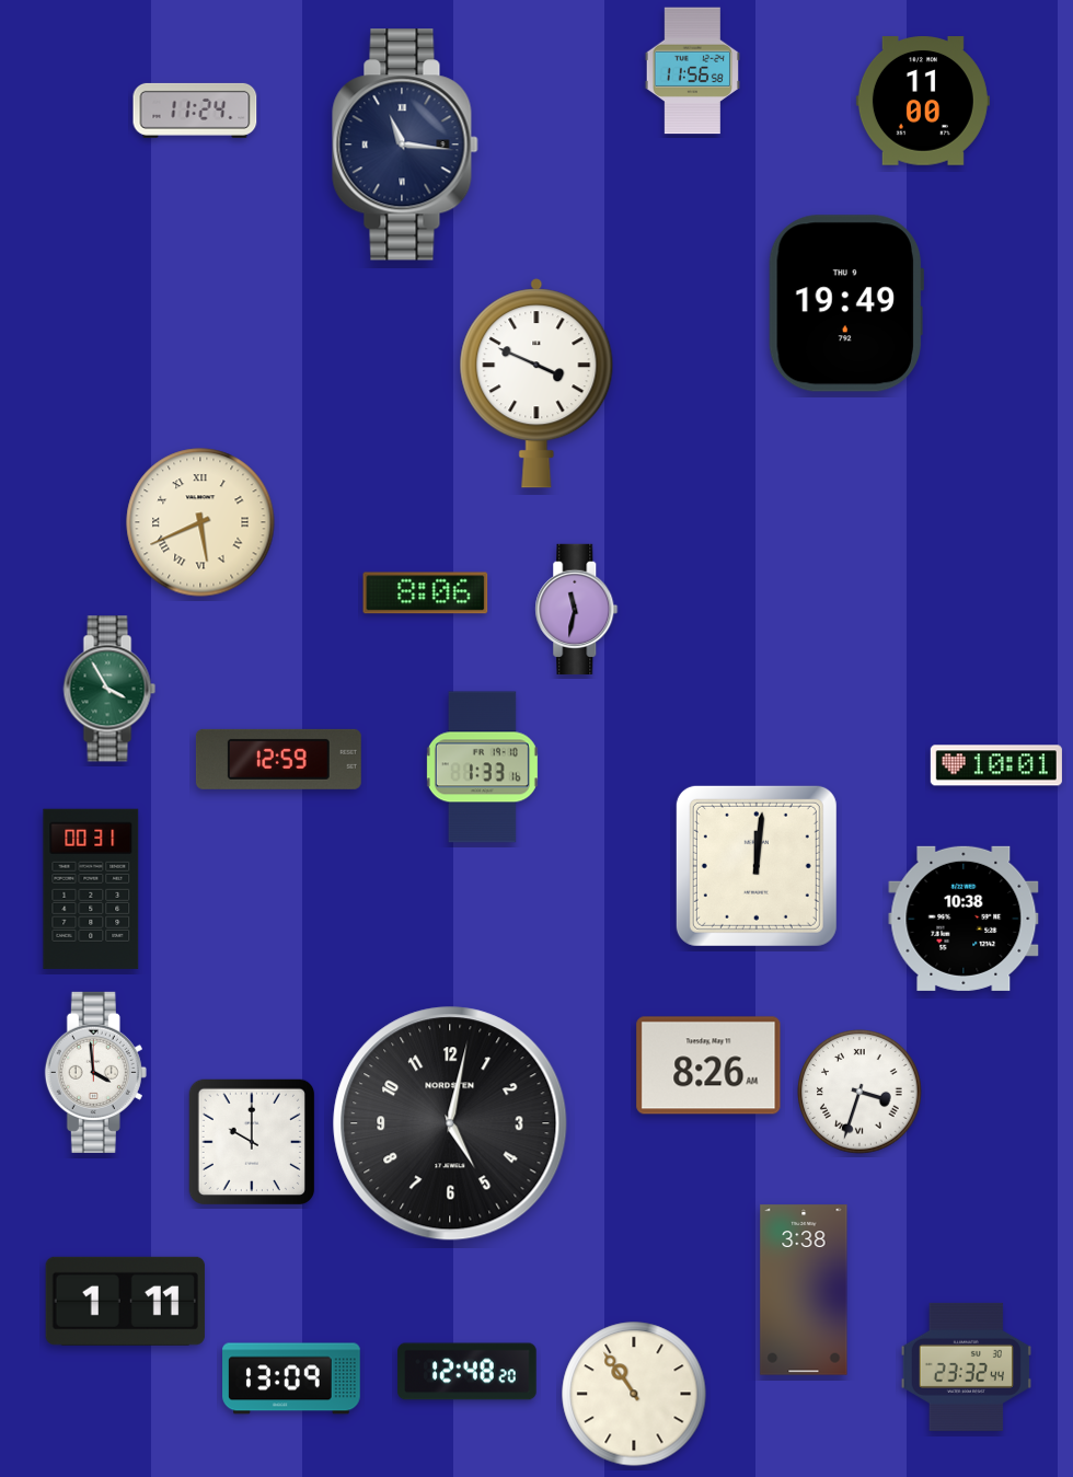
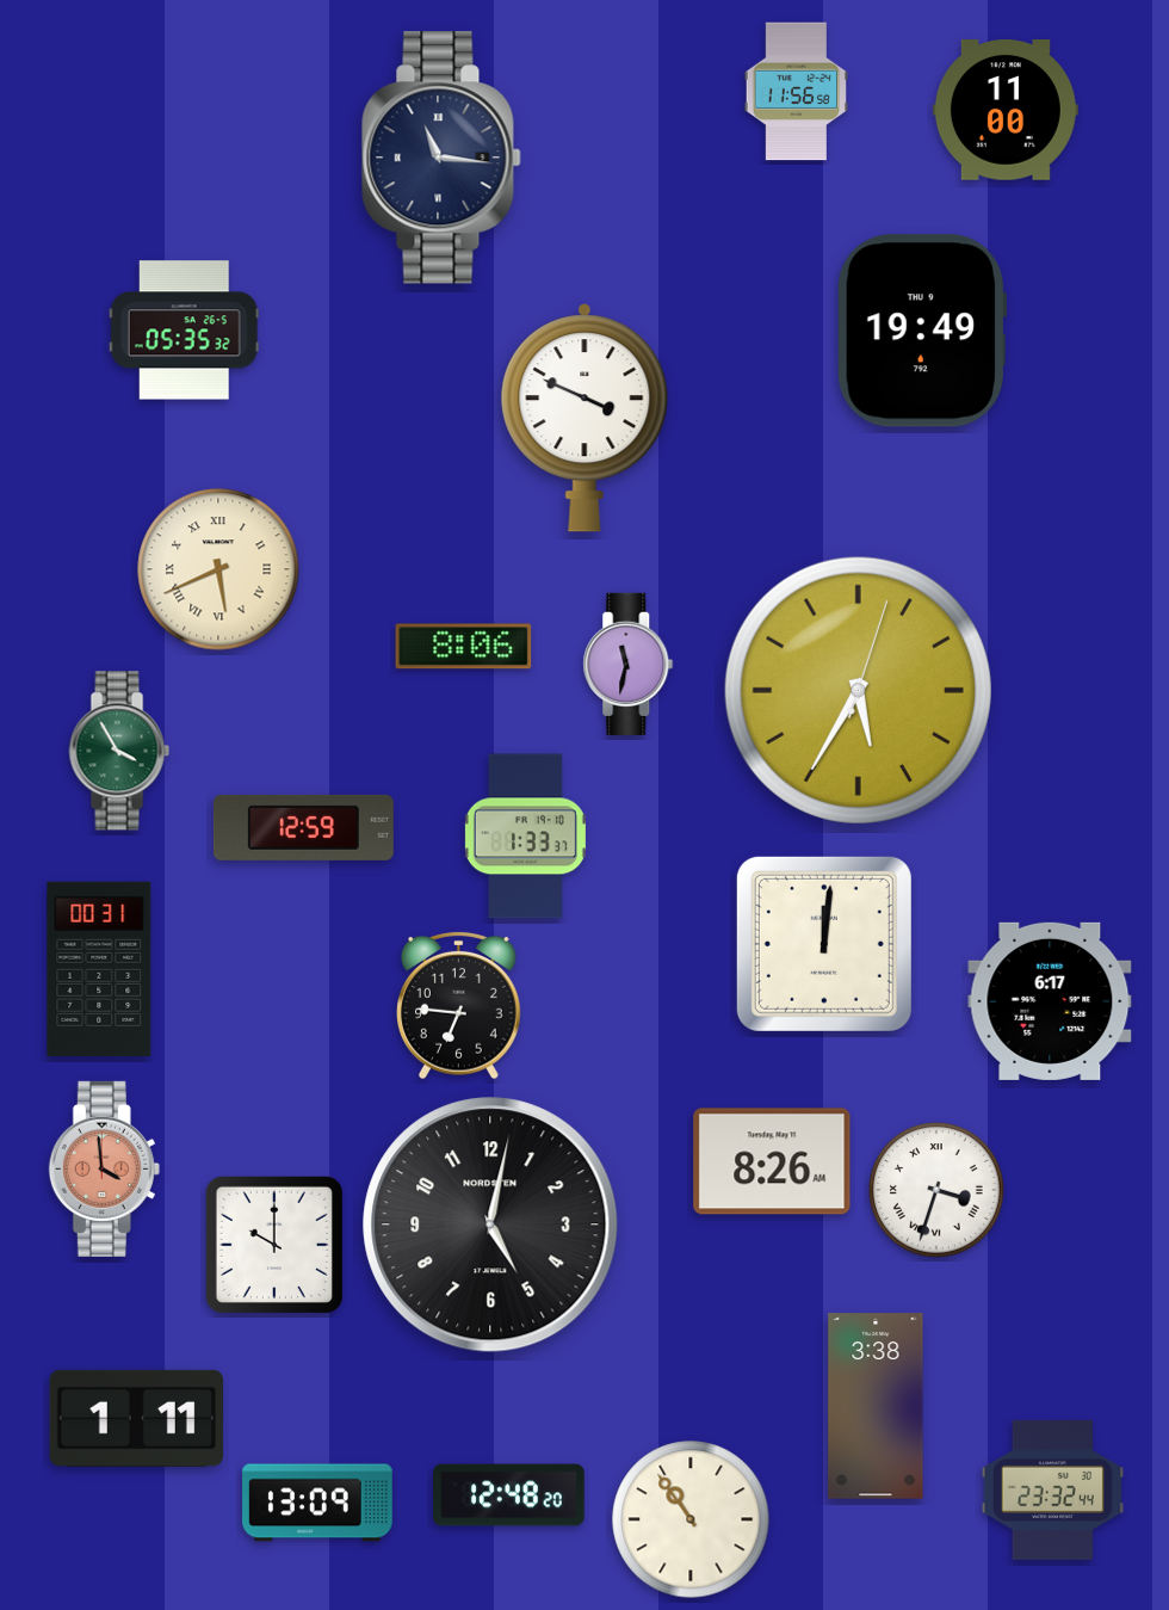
clock at (692, 71) position: (692, 71) -> (796, 92)
clock at (195, 111): 11:24 -> none
clock at (184, 331): none -> 05:35
clock at (858, 690): none -> 5:35
clock at (996, 765): 10:01 -> none
clock at (482, 768): 1:33:16 -> 1:33:37
clock at (964, 919): 10:38 -> 6:17
clock at (459, 1005): none -> 6:46
clock at (95, 1072) dial: white -> salmon
